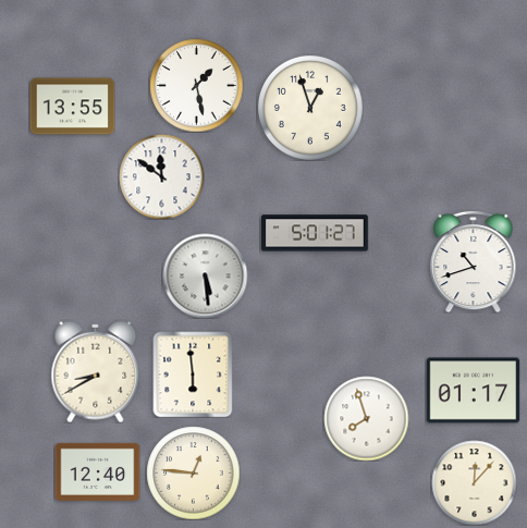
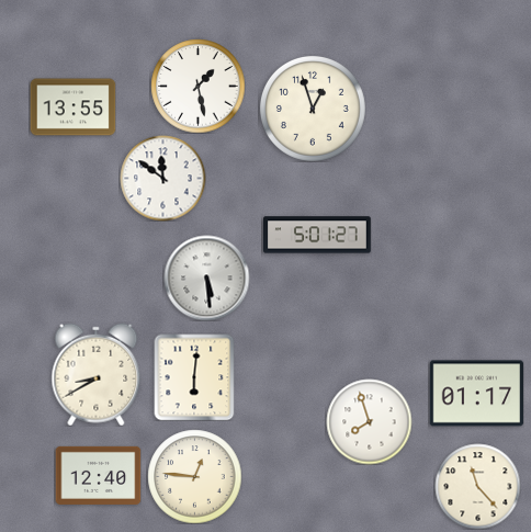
clock at (474, 261): 10:42 -> none
clock at (193, 374): 5:59 -> 6:01
clock at (474, 482): 12:07 -> 11:23
